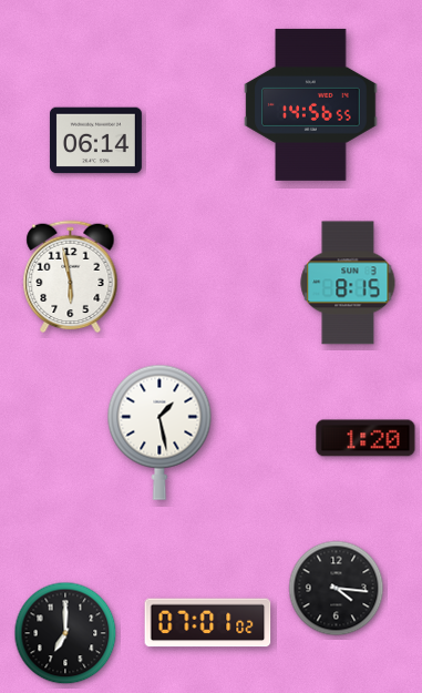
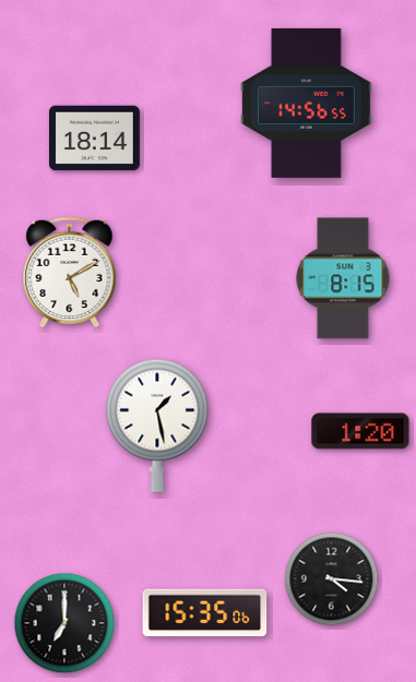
clock at (95, 141): 06:14 -> 18:14
clock at (71, 277): 5:58 -> 5:10
clock at (208, 623): 07:01 -> 15:35
